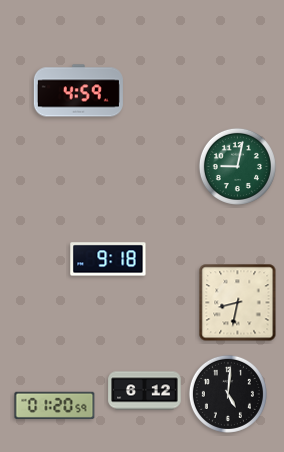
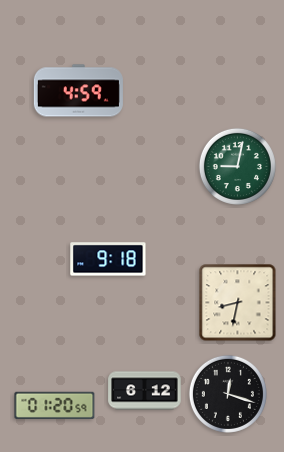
clock at (228, 394): 5:01 -> 12:18
